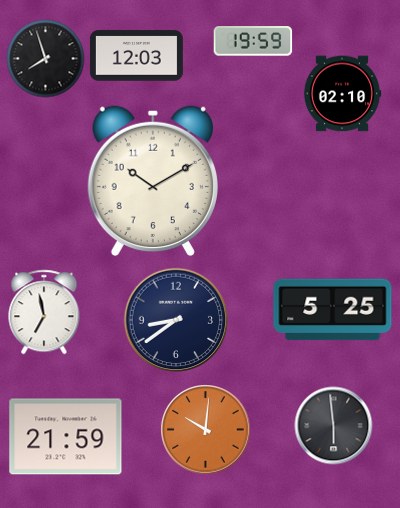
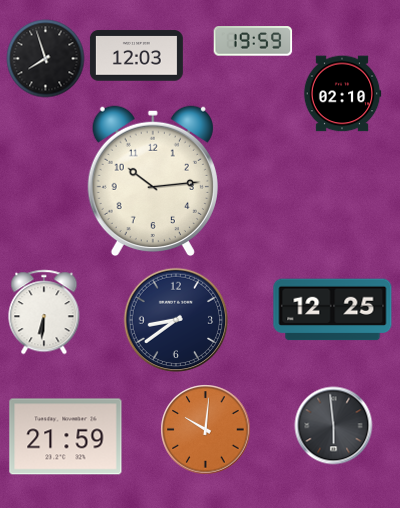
clock at (153, 181): 10:10 -> 10:14
clock at (333, 310): 5:25 -> 12:25
clock at (44, 312): 6:58 -> 6:31
